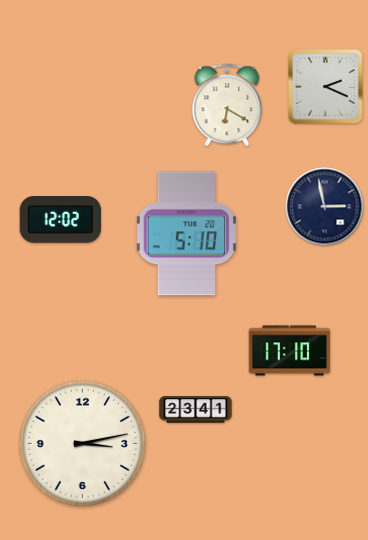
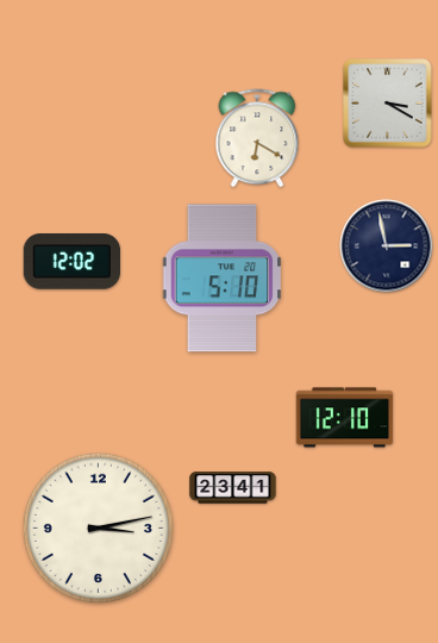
clock at (326, 87): 2:19 -> 3:20
clock at (227, 105) position: (227, 105) -> (257, 138)
clock at (290, 351): 17:10 -> 12:10
